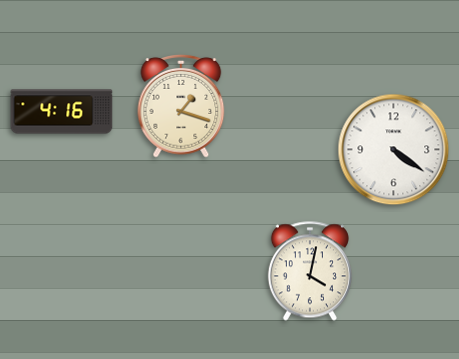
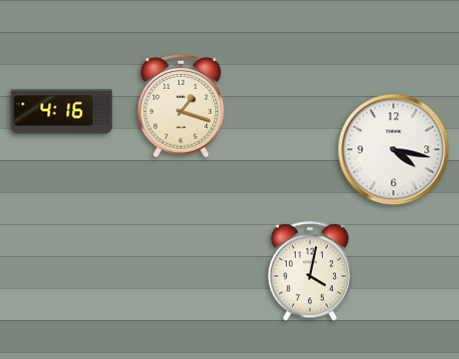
clock at (394, 150): 4:21 -> 4:17
